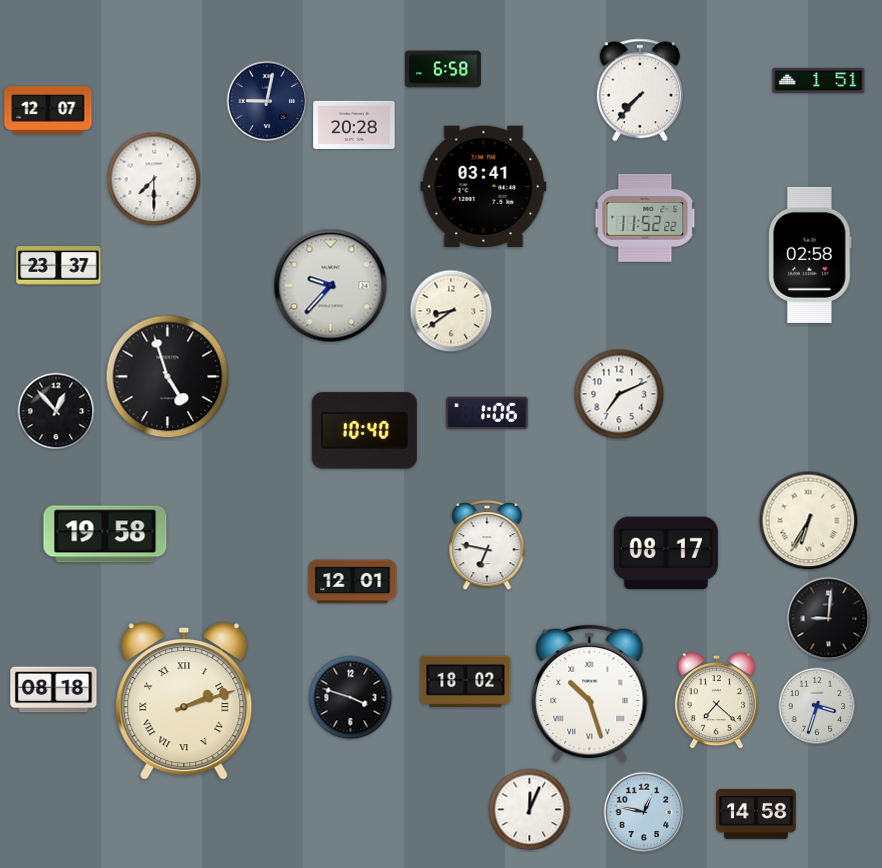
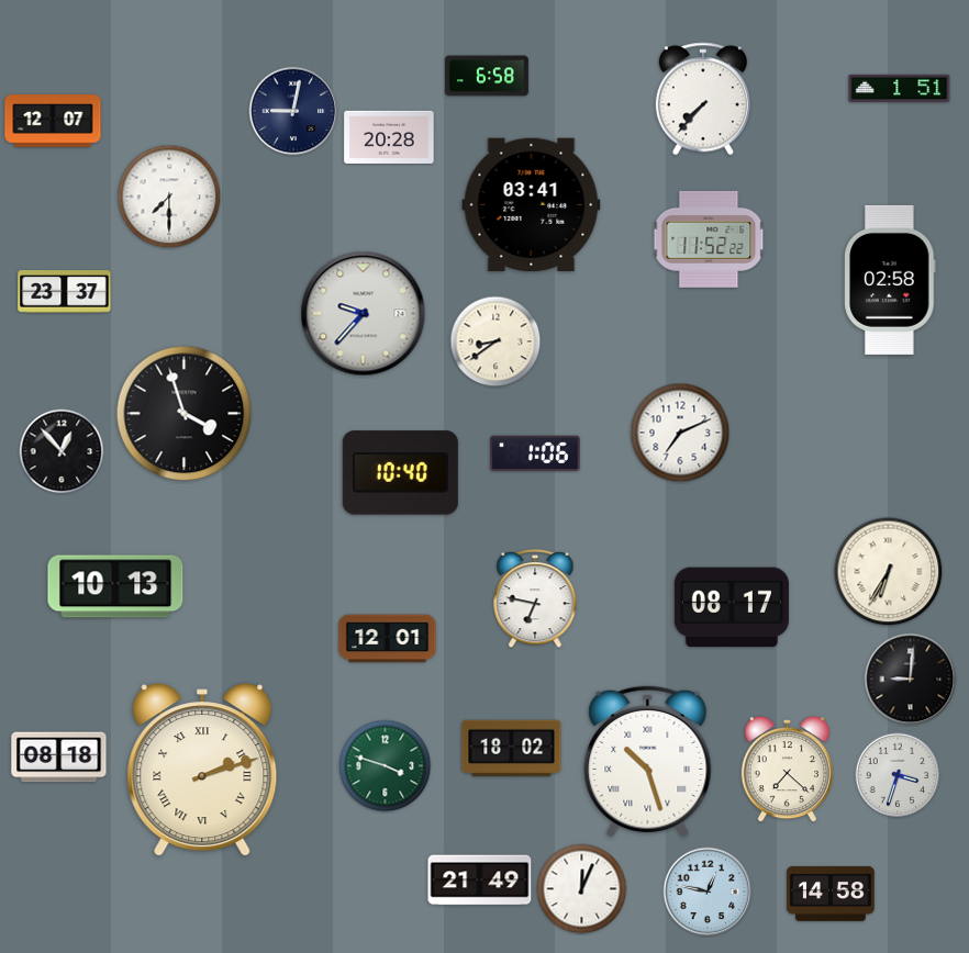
clock at (168, 377): 4:57 -> 3:57
clock at (105, 534): 19:58 -> 10:13
clock at (351, 698) dial: black -> green
clock at (480, 881): none -> 21:49
